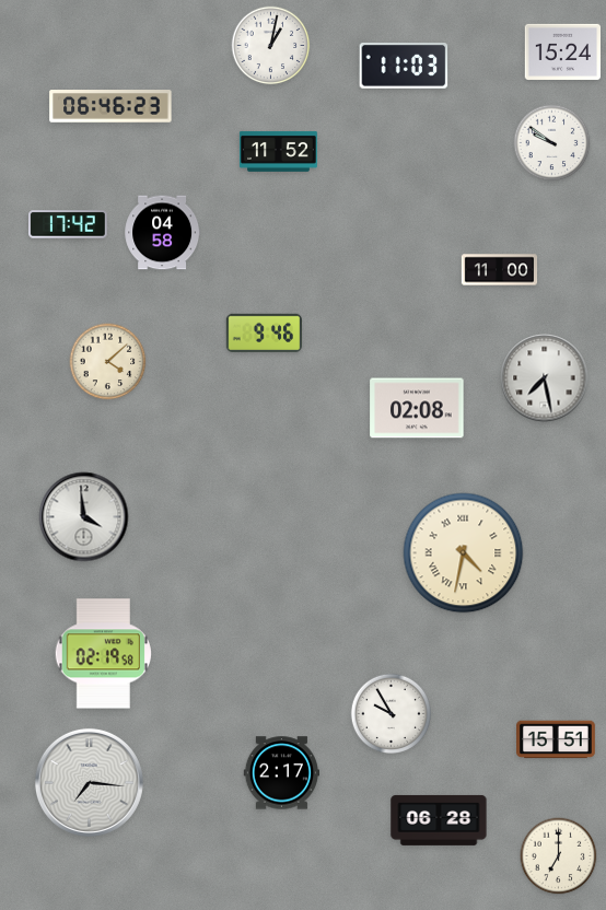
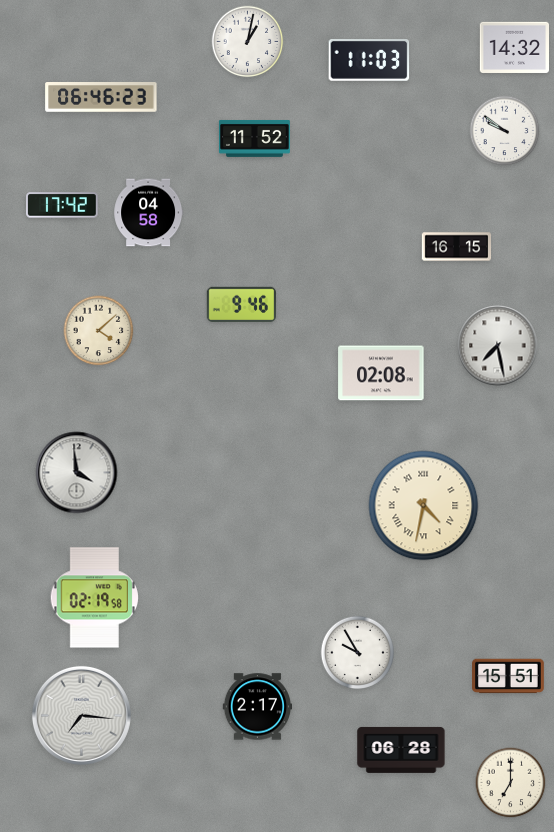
clock at (562, 51): 15:24 -> 14:32
clock at (500, 270): 11:00 -> 16:15
